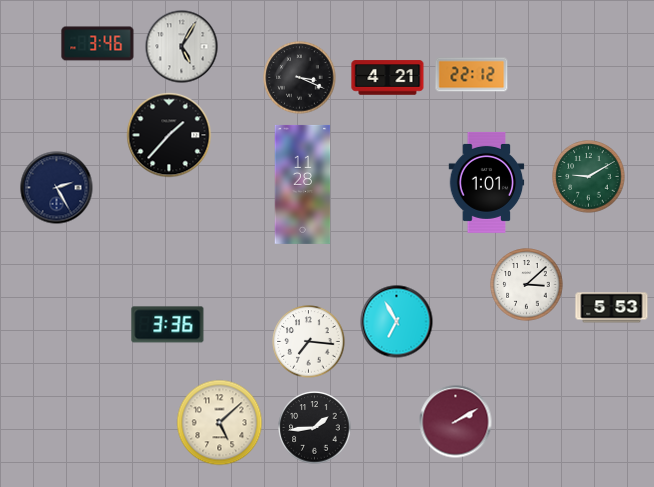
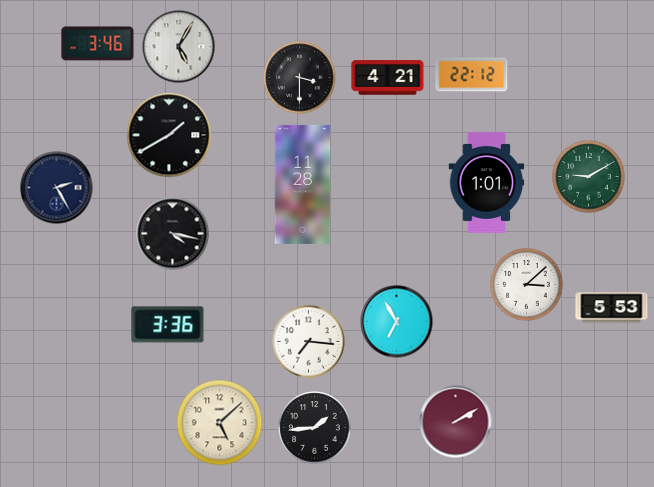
clock at (182, 47) position: (182, 47) -> (179, 47)
clock at (300, 78): 3:19 -> 3:30
clock at (169, 135): 1:37 -> 1:40
clock at (173, 234): none -> 4:17
